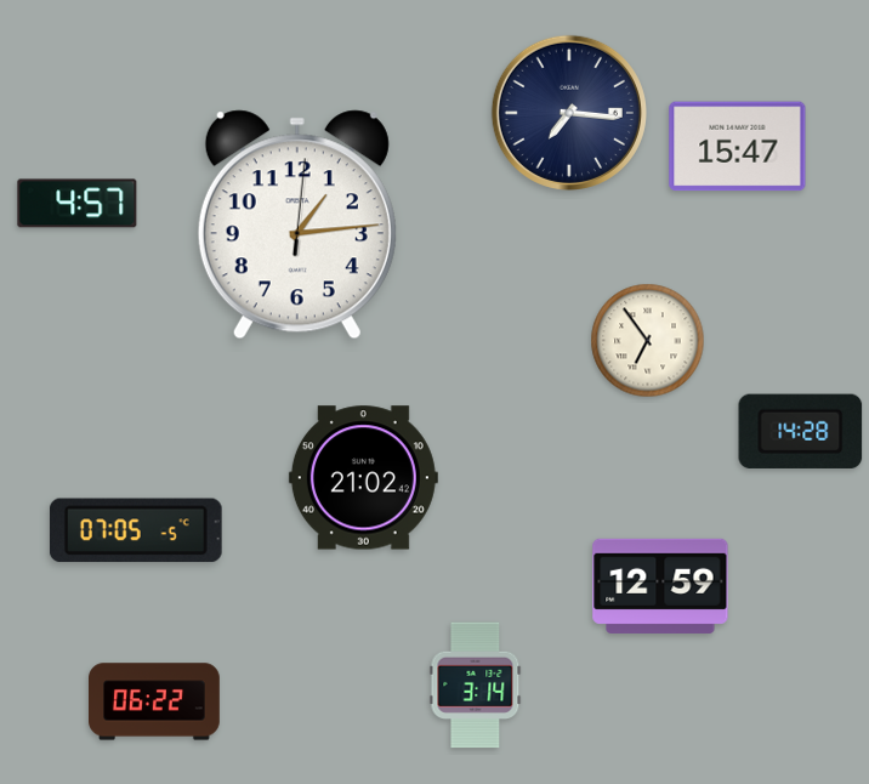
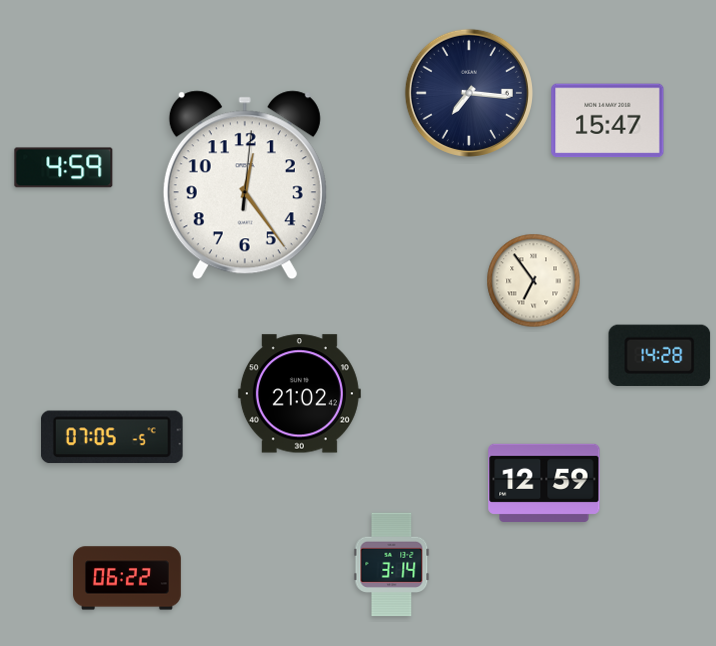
clock at (78, 204): 4:57 -> 4:59
clock at (297, 225): 1:14 -> 12:24
